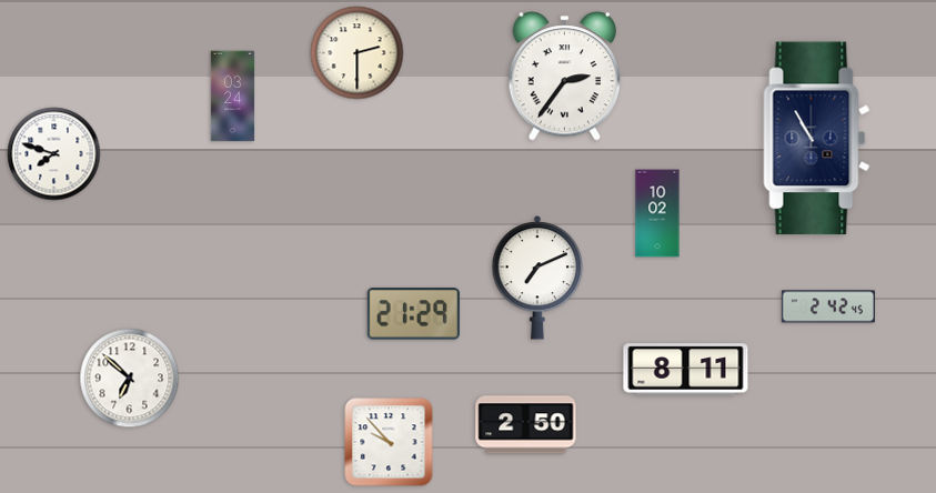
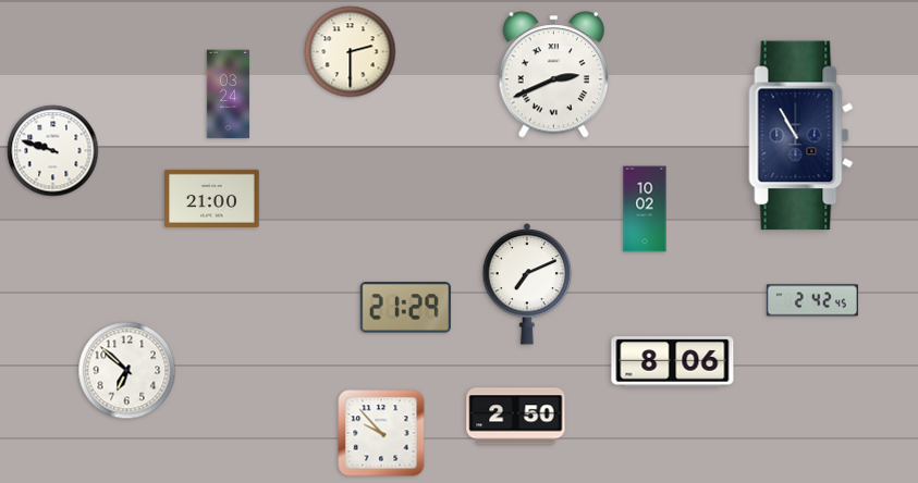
clock at (565, 77): 2:36 -> 2:41
clock at (54, 154): 7:48 -> 9:48
clock at (212, 198): none -> 21:00
clock at (537, 279) position: (537, 279) -> (527, 285)
clock at (686, 370): 8:11 -> 8:06
